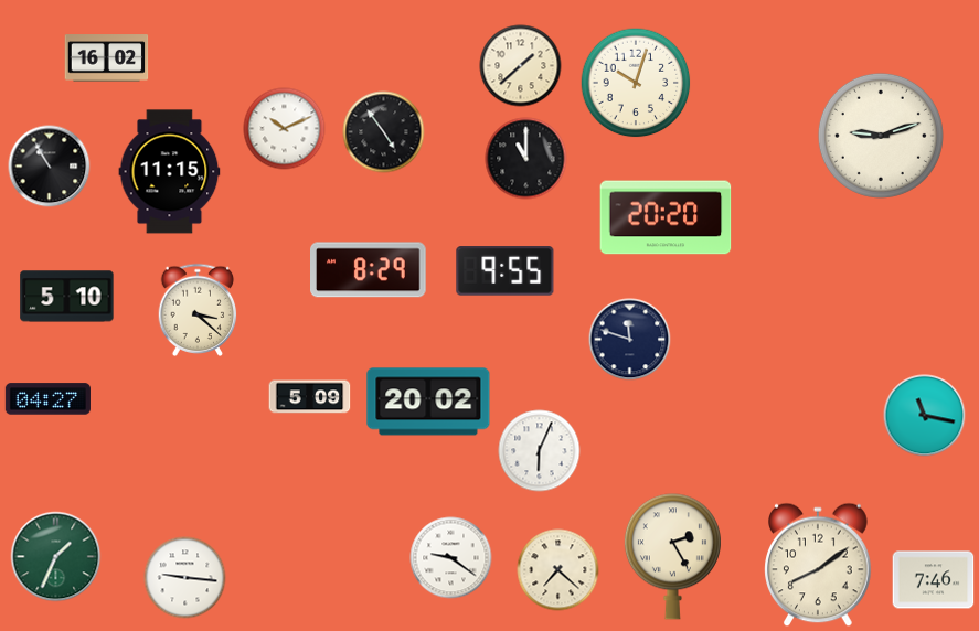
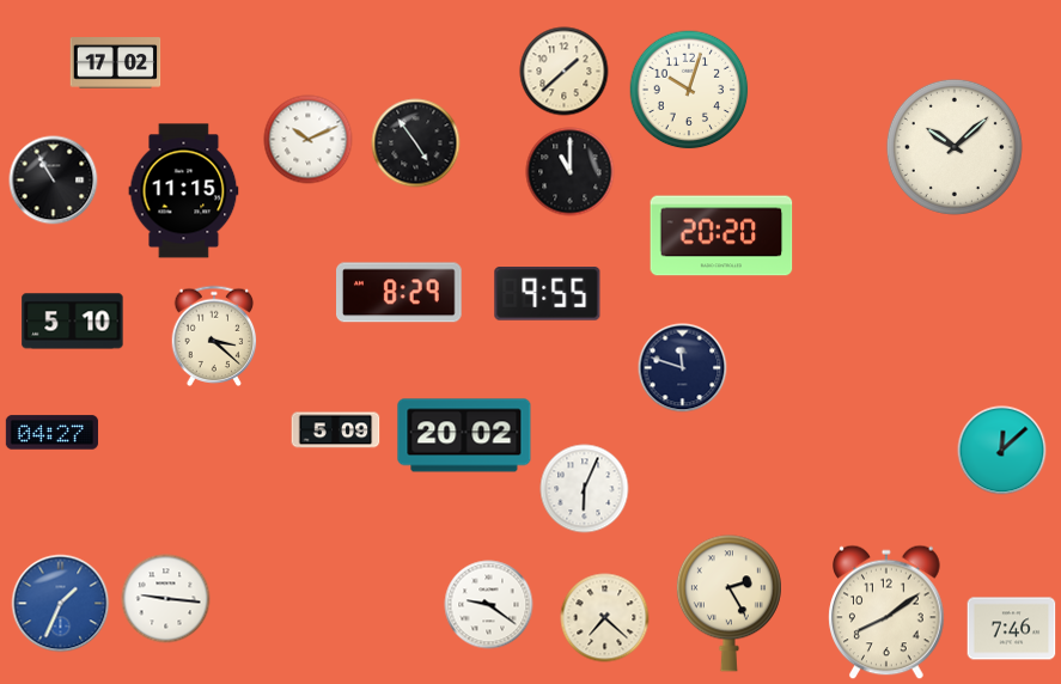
clock at (107, 58): 16:02 -> 17:02
clock at (881, 136): 9:12 -> 10:08
clock at (170, 172) position: (170, 172) -> (184, 191)
clock at (925, 416): 11:17 -> 12:08
clock at (56, 557) dial: green -> blue
clock at (185, 578) position: (185, 578) -> (166, 599)
